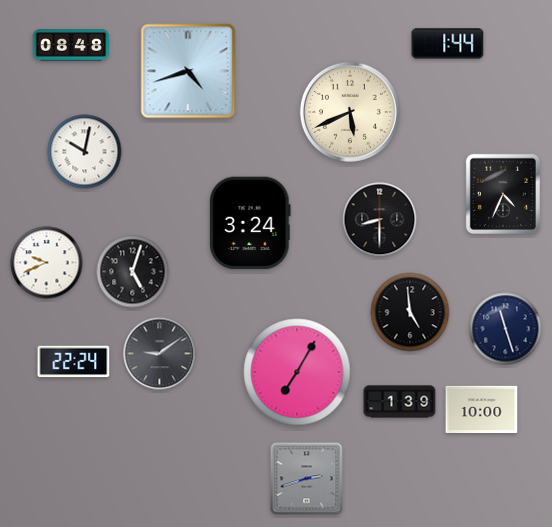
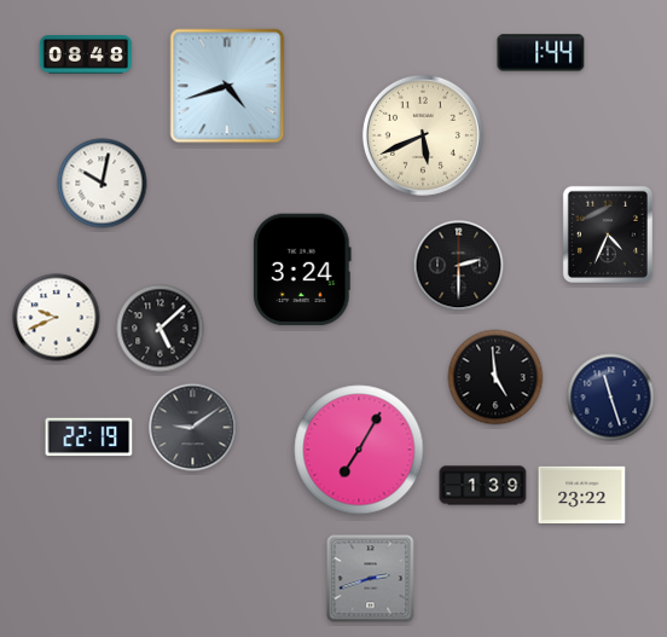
clock at (380, 220): 8:30 -> 2:30
clock at (133, 272): 5:03 -> 5:08
clock at (74, 362): 22:24 -> 22:19
clock at (482, 409): 10:00 -> 23:22
